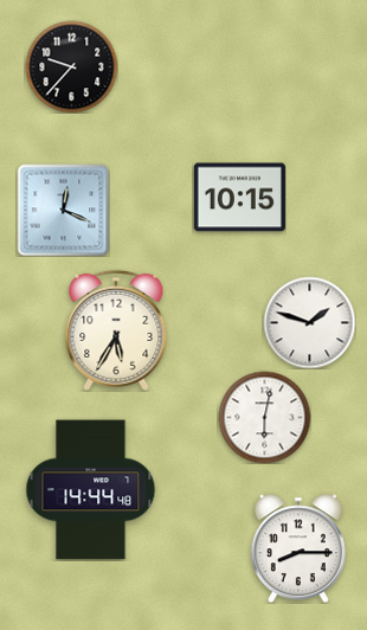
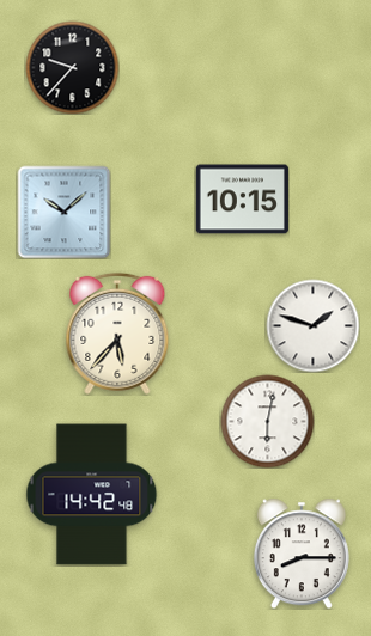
clock at (63, 210): 12:19 -> 10:08
clock at (116, 330): 5:35 -> 5:37
clock at (91, 490): 14:44 -> 14:42
